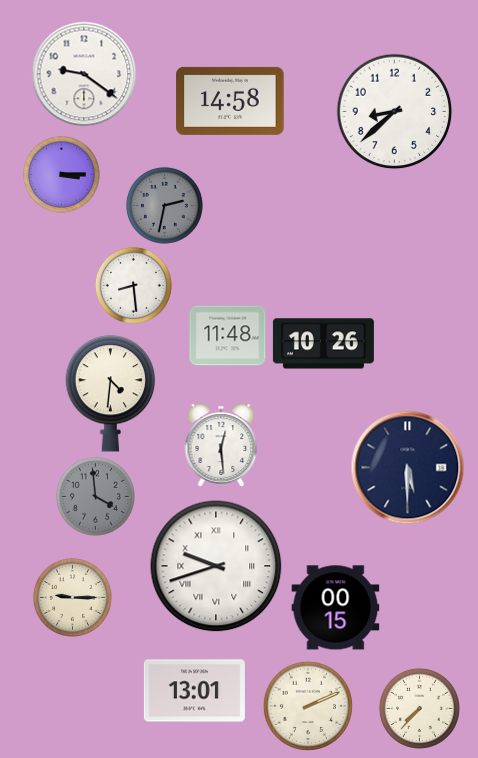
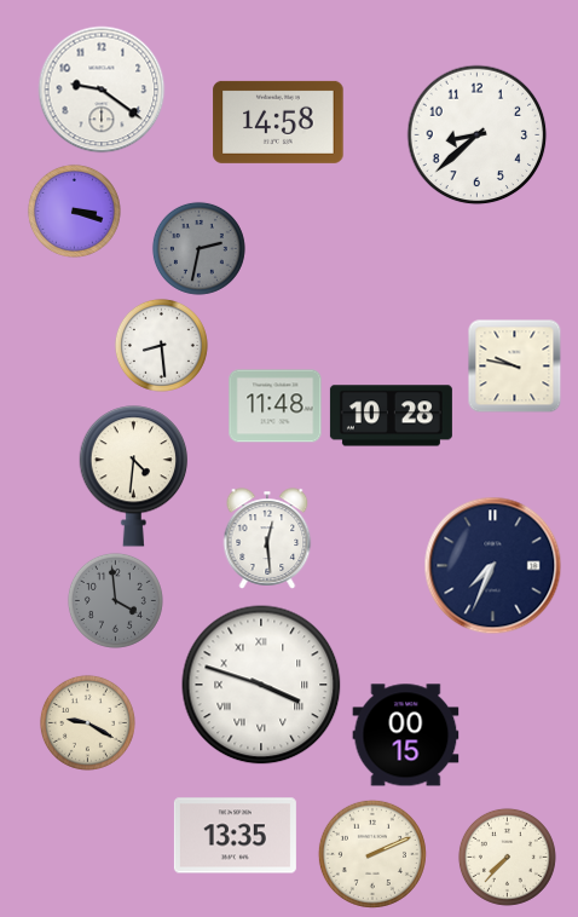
clock at (61, 174): 3:15 -> 3:18
clock at (514, 365): none -> 9:47
clock at (323, 344): 10:26 -> 10:28
clock at (408, 468): 5:30 -> 7:34
clock at (216, 566): 9:42 -> 3:48
clock at (72, 597): 9:15 -> 9:20
clock at (194, 691): 13:01 -> 13:35
